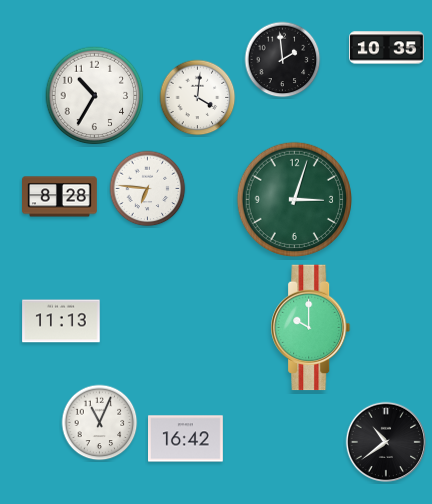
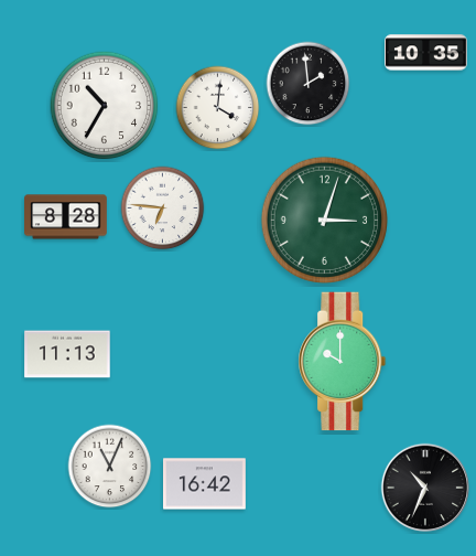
clock at (283, 60) position: (283, 60) -> (309, 84)
clock at (386, 442): 10:39 -> 10:34
